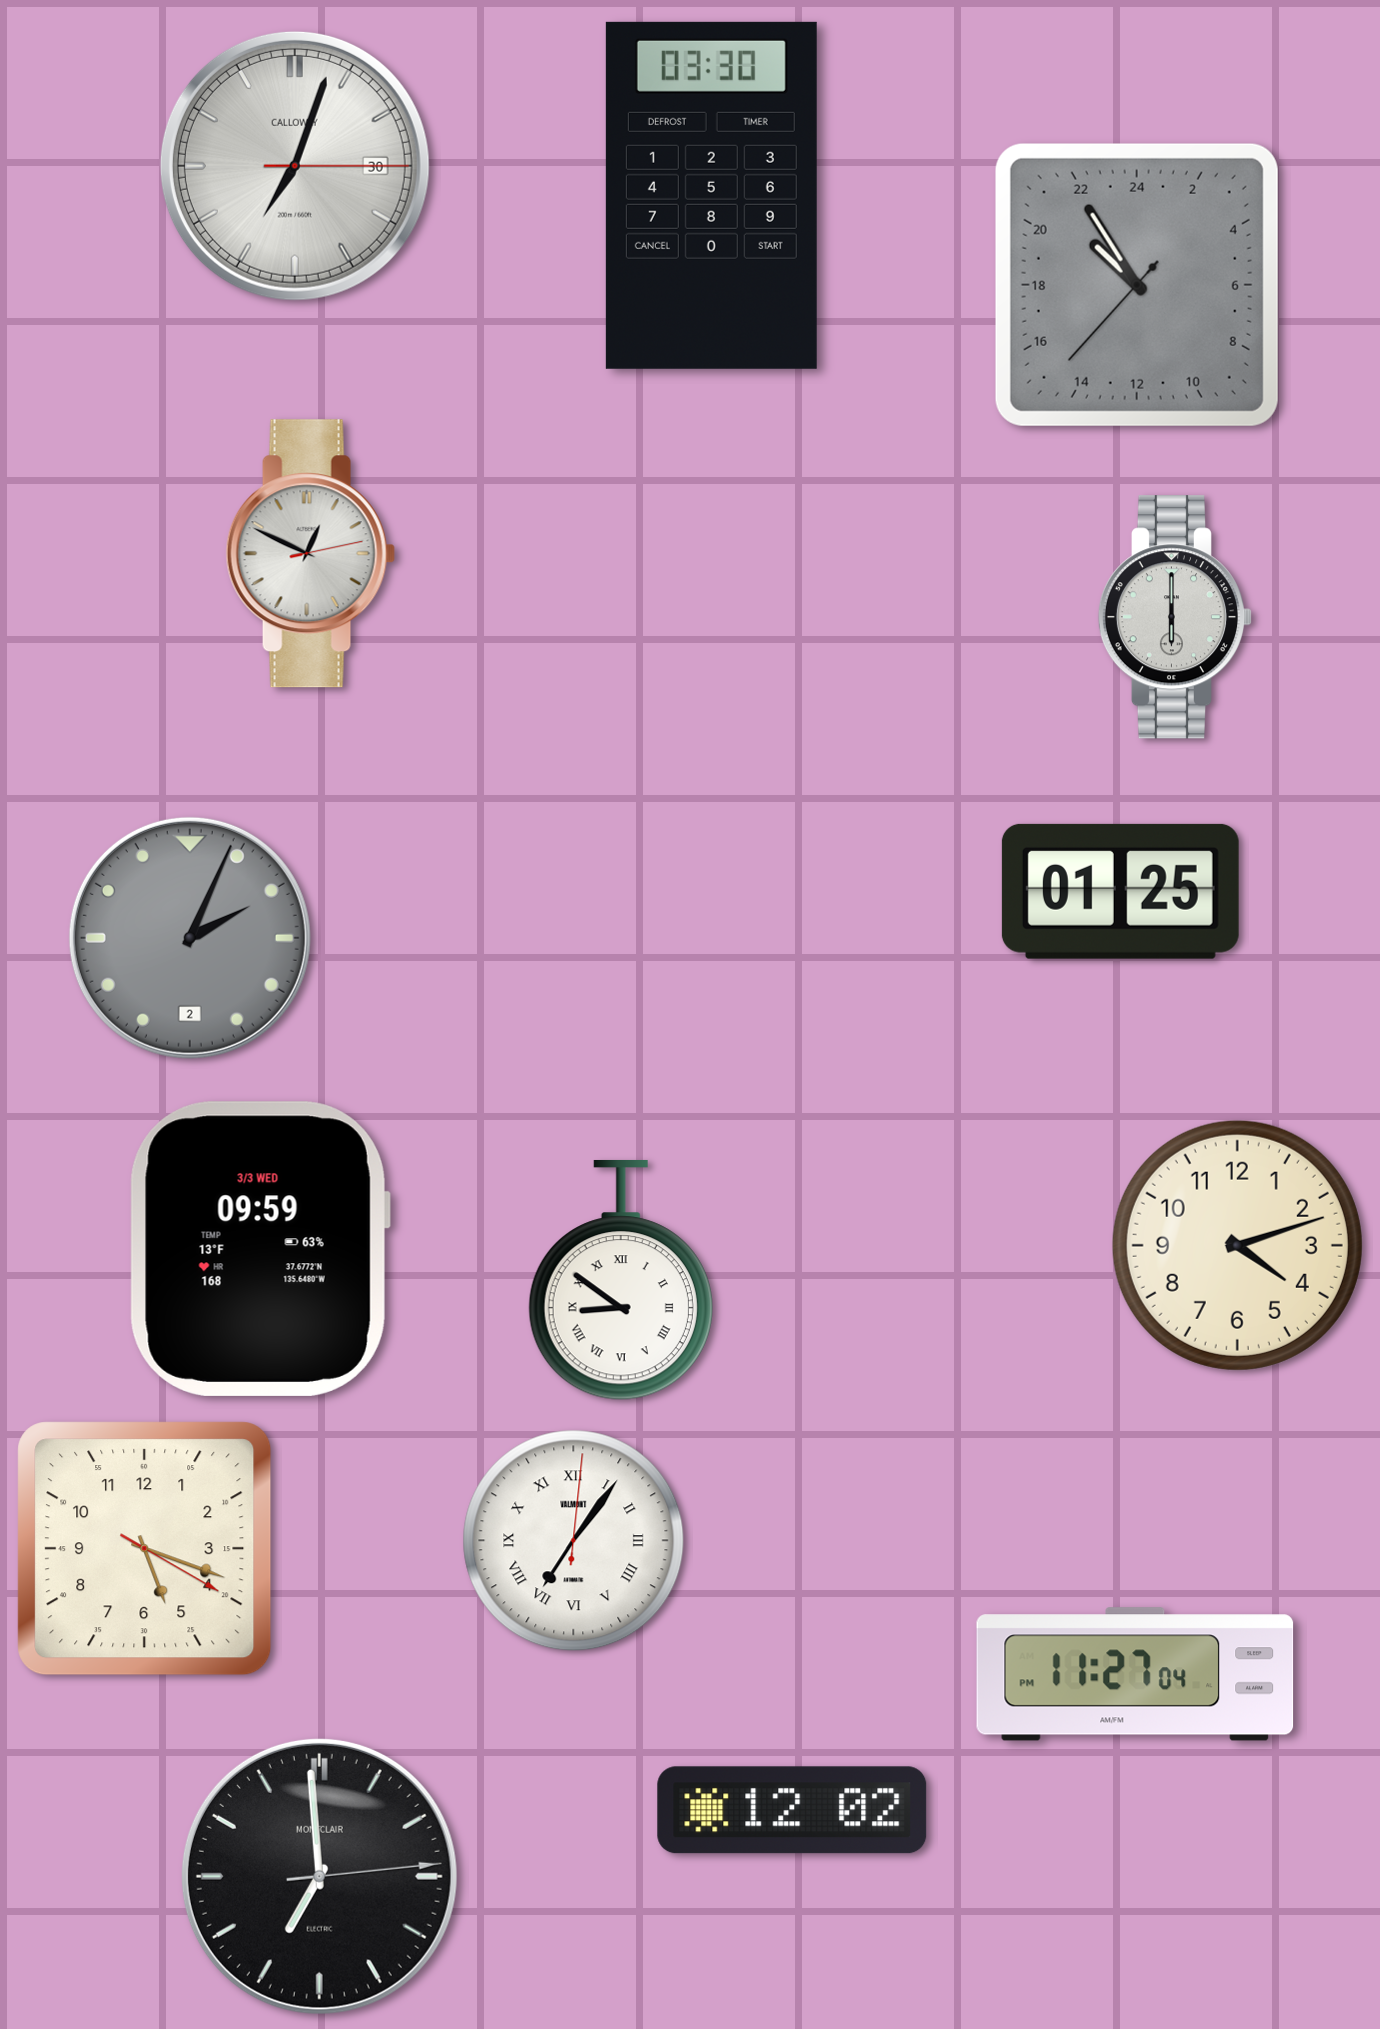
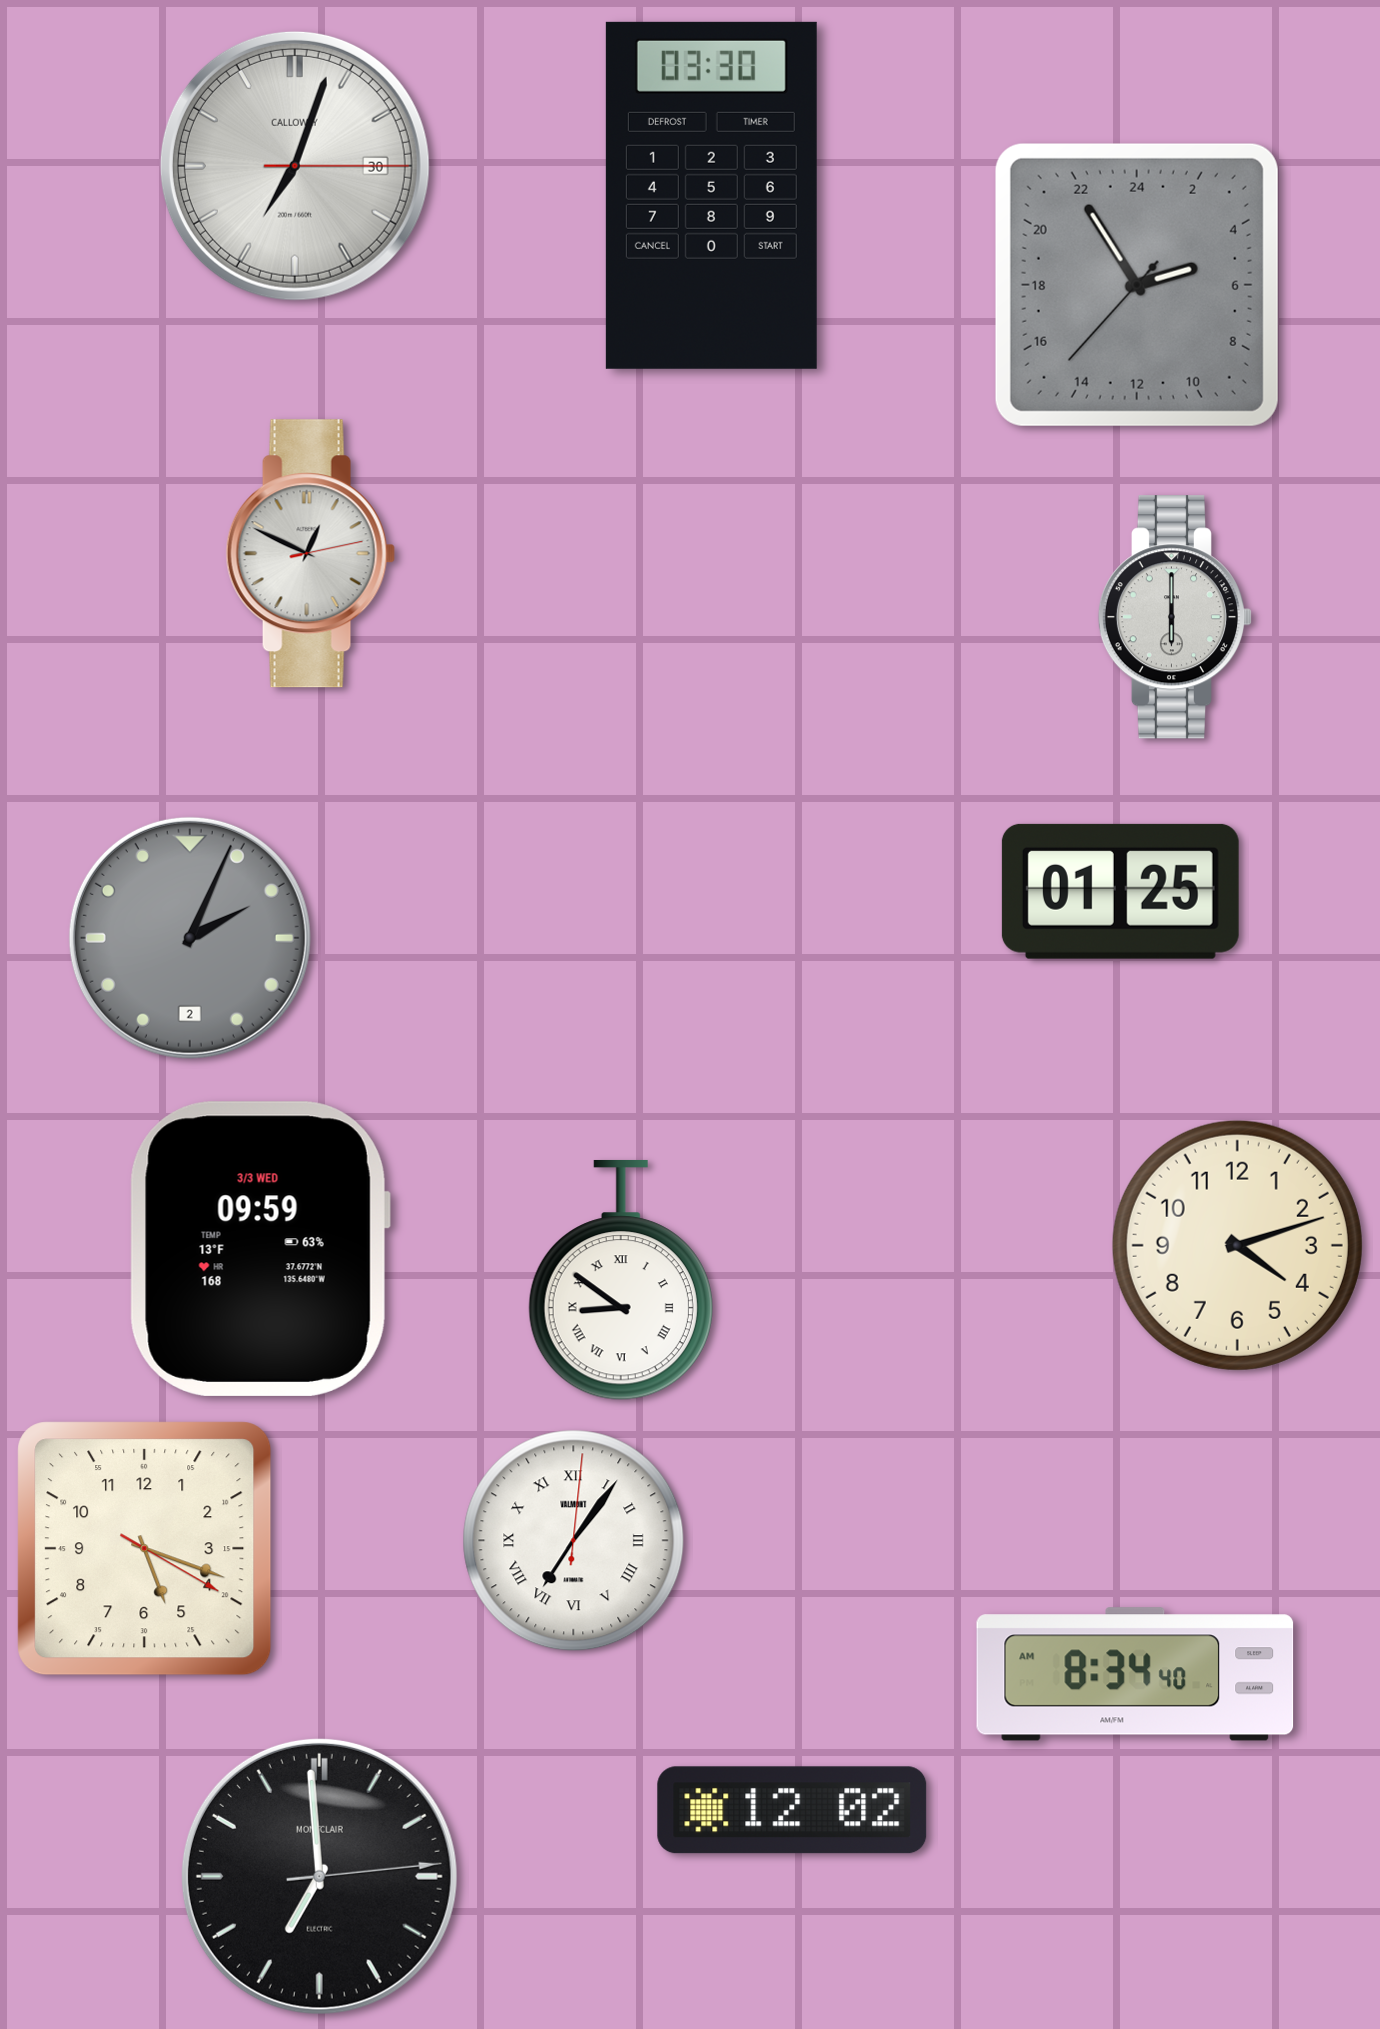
clock at (1137, 285): 20:54 -> 4:54
clock at (1135, 1674): 11:27 -> 8:34
